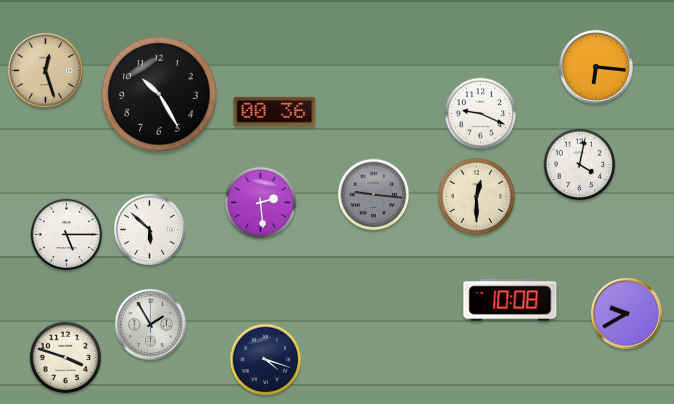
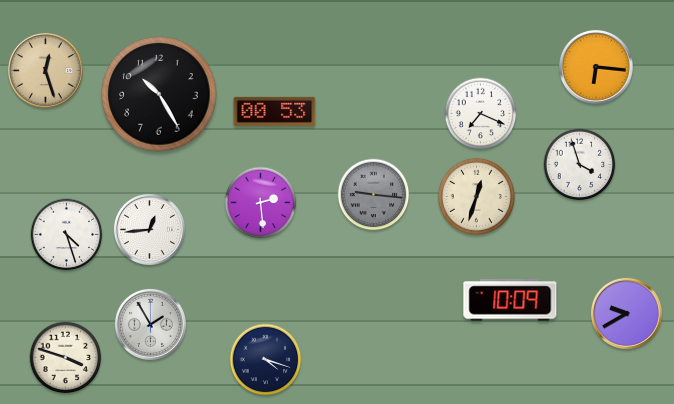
clock at (275, 111): 00:36 -> 00:53
clock at (481, 114): 9:19 -> 7:19
clock at (580, 165): 4:02 -> 3:57
clock at (476, 196): 12:30 -> 12:33
clock at (149, 229): 5:52 -> 12:44
clock at (67, 235): 5:15 -> 4:27
clock at (510, 300): 10:08 -> 10:09
